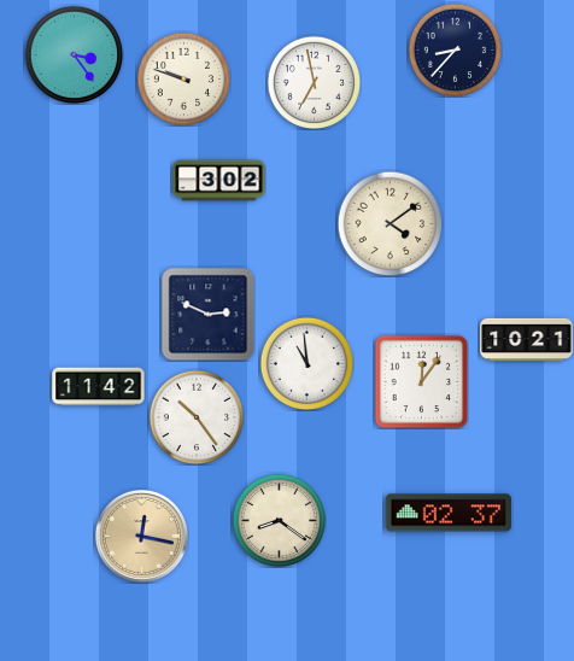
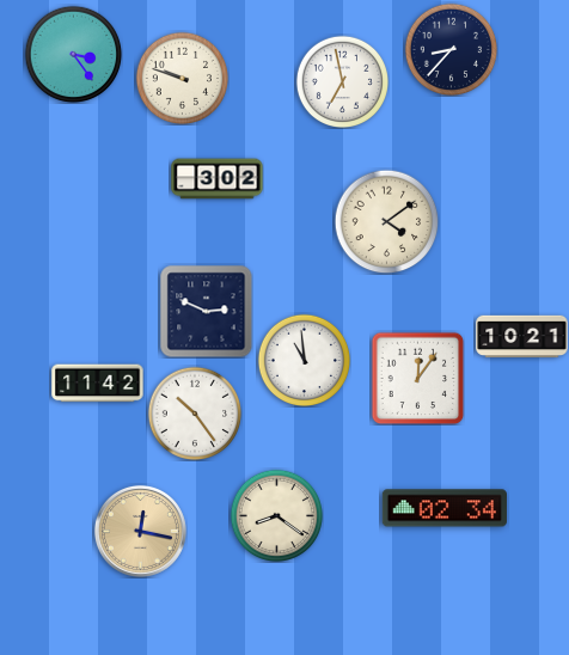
clock at (314, 82) position: (314, 82) -> (342, 81)
clock at (449, 513): 02:37 -> 02:34
